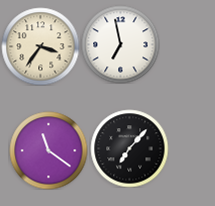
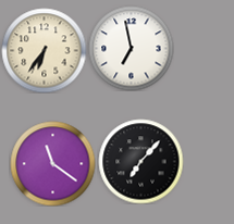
clock at (40, 46): 3:36 -> 6:36
